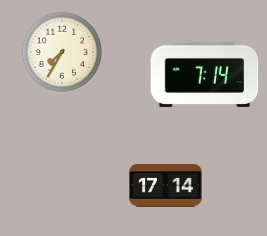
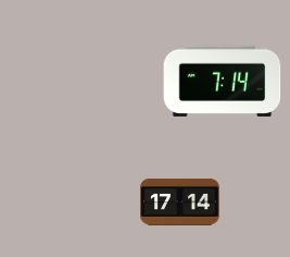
clock at (62, 52): 7:35 -> none
